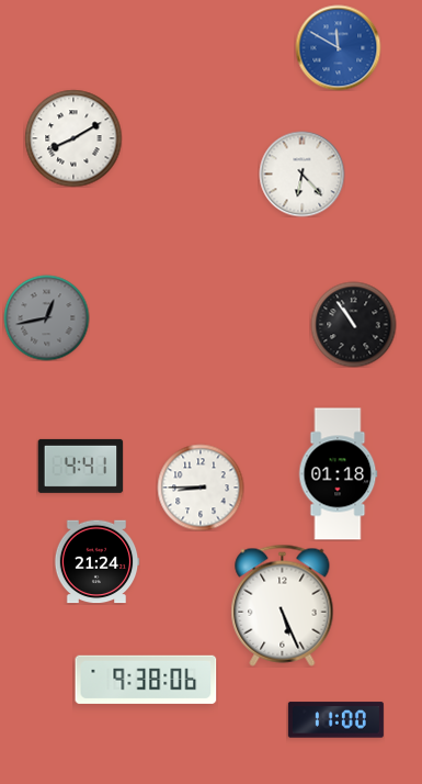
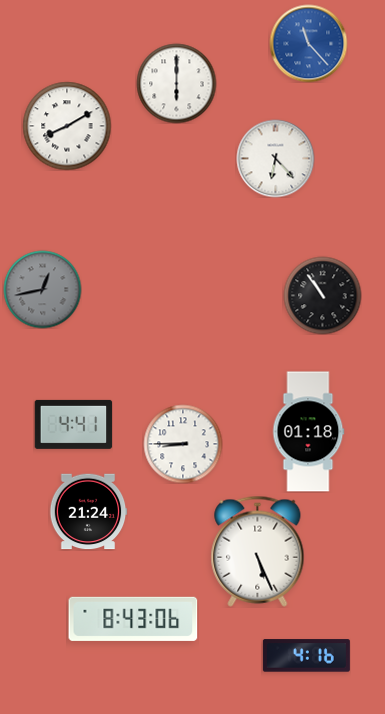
clock at (338, 47): 11:50 -> 11:23
clock at (176, 83): none -> 6:00
clock at (146, 680): 9:38 -> 8:43
clock at (335, 720): 11:00 -> 4:16
